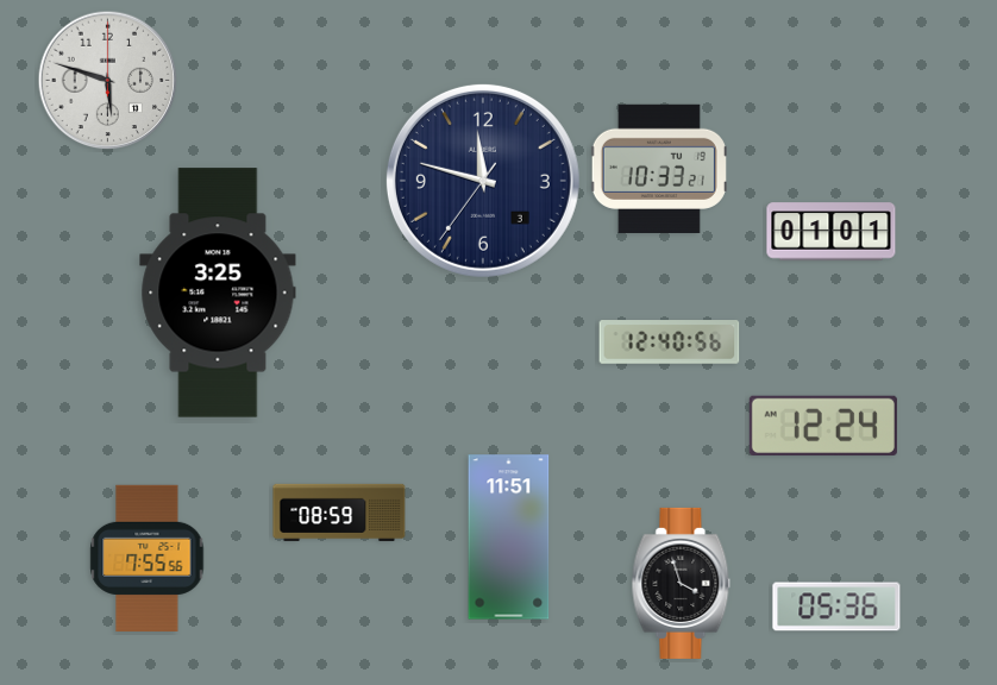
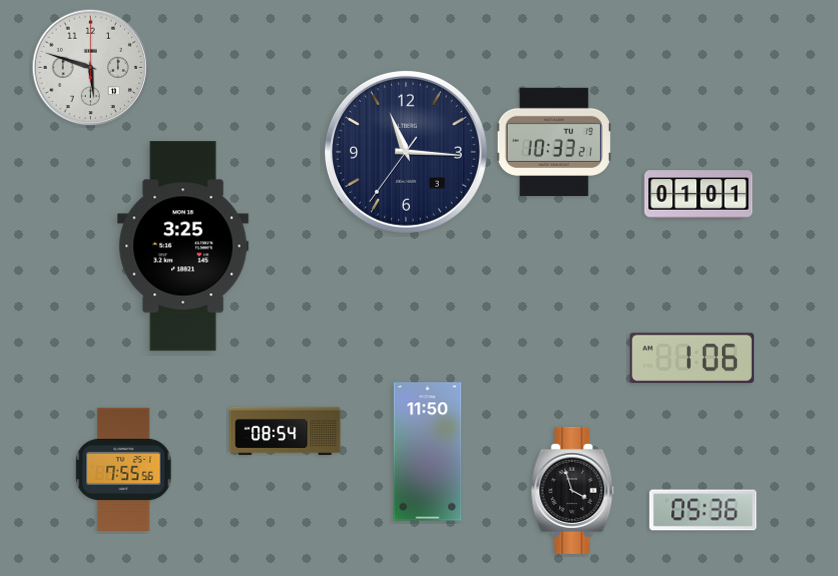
clock at (483, 181): 11:47 -> 11:15
clock at (670, 342): 12:40 -> none
clock at (823, 426): 12:24 -> 1:06
clock at (339, 513): 08:59 -> 08:54
clock at (509, 538): 11:51 -> 11:50
